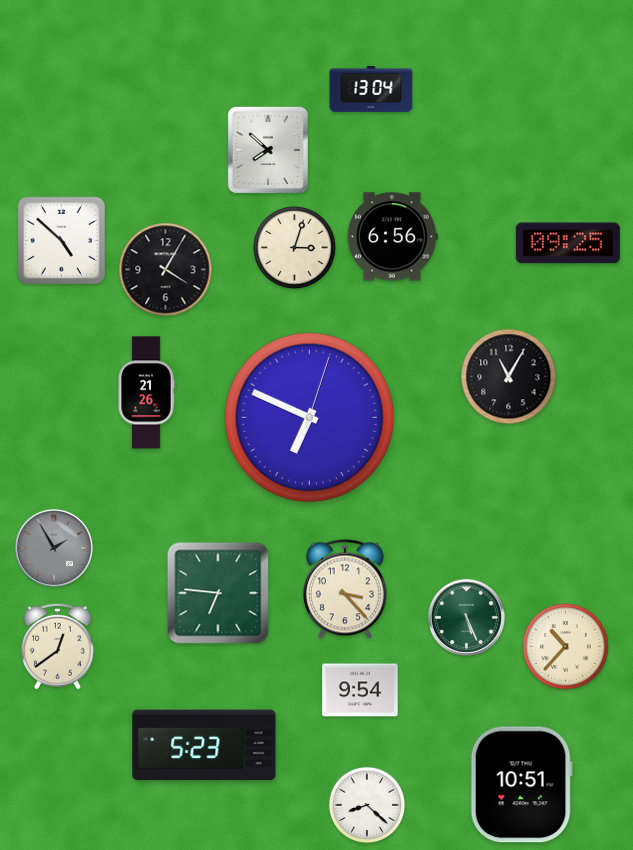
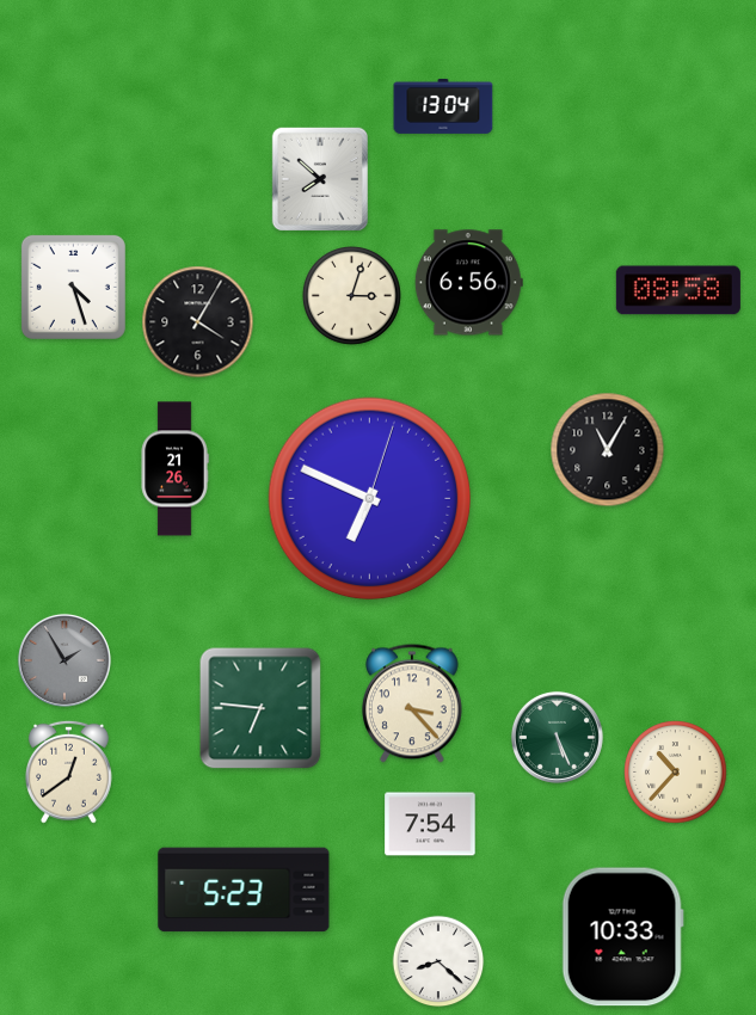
clock at (61, 240): 4:52 -> 4:27
clock at (568, 243): 09:25 -> 08:58
clock at (54, 548) position: (54, 548) -> (64, 660)
clock at (360, 690): 9:54 -> 7:54
clock at (521, 785): 10:51 -> 10:33
